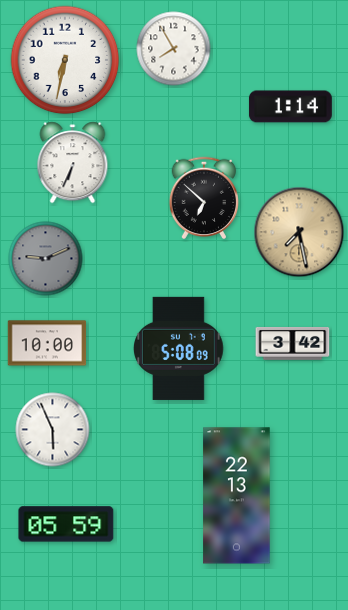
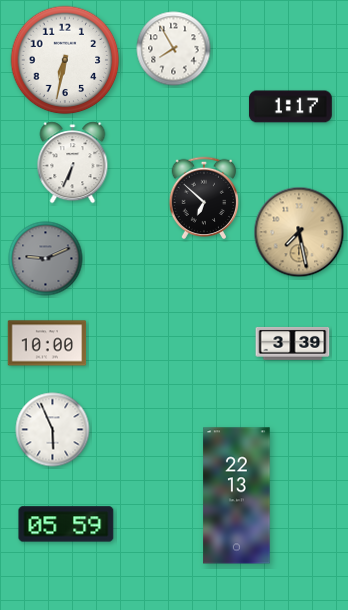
clock at (290, 107): 1:14 -> 1:17
clock at (293, 343): 3:42 -> 3:39
clock at (179, 348): 5:08 -> none
